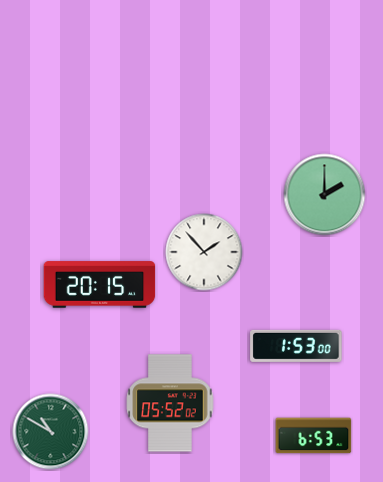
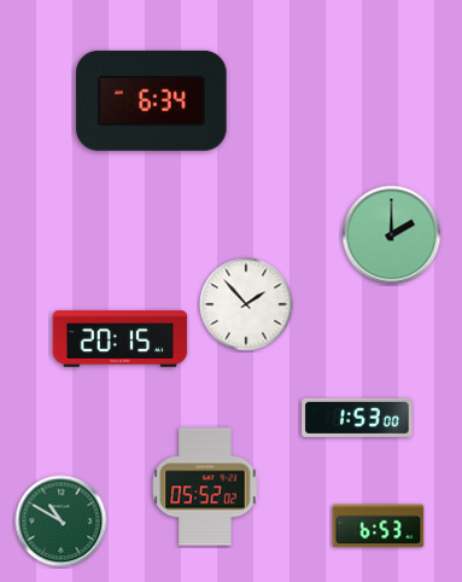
clock at (152, 100): none -> 6:34
clock at (100, 285) position: (100, 285) -> (121, 339)
